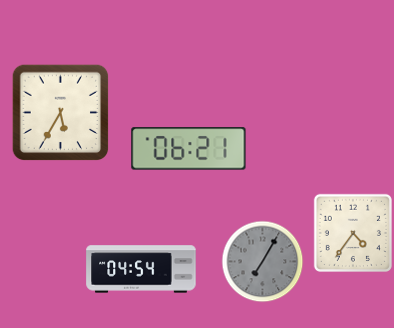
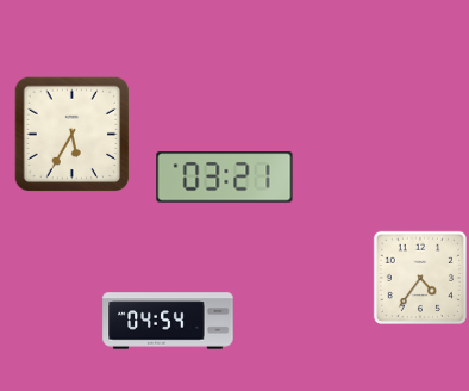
clock at (189, 149): 06:21 -> 03:21
clock at (263, 262): 7:05 -> none
